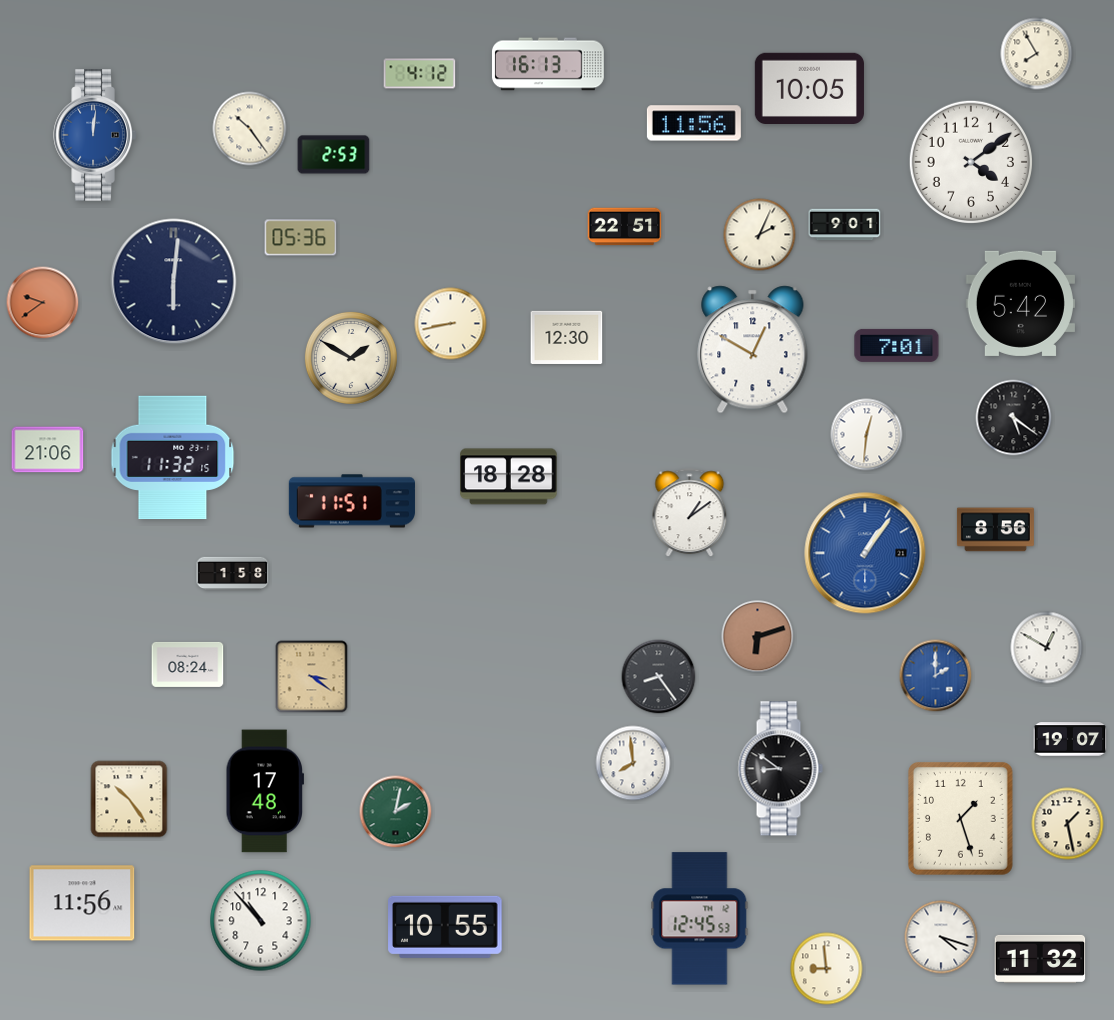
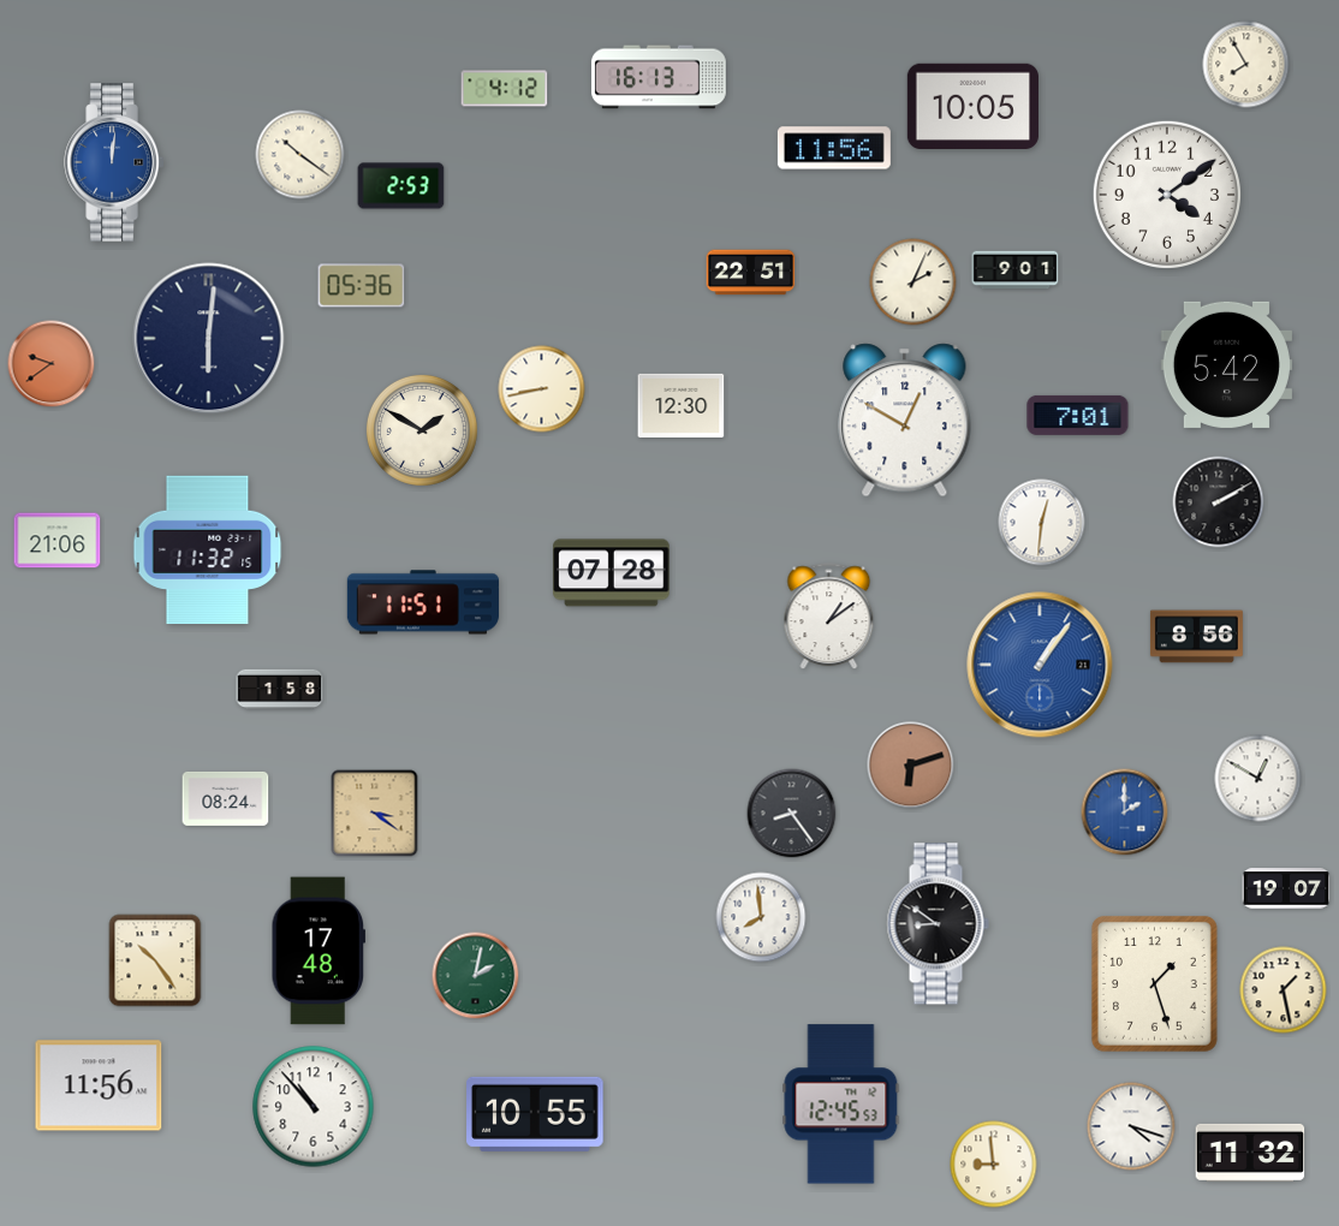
clock at (250, 129): 10:24 -> 10:21
clock at (1014, 418): 5:21 -> 2:10
clock at (509, 477): 18:28 -> 07:28
